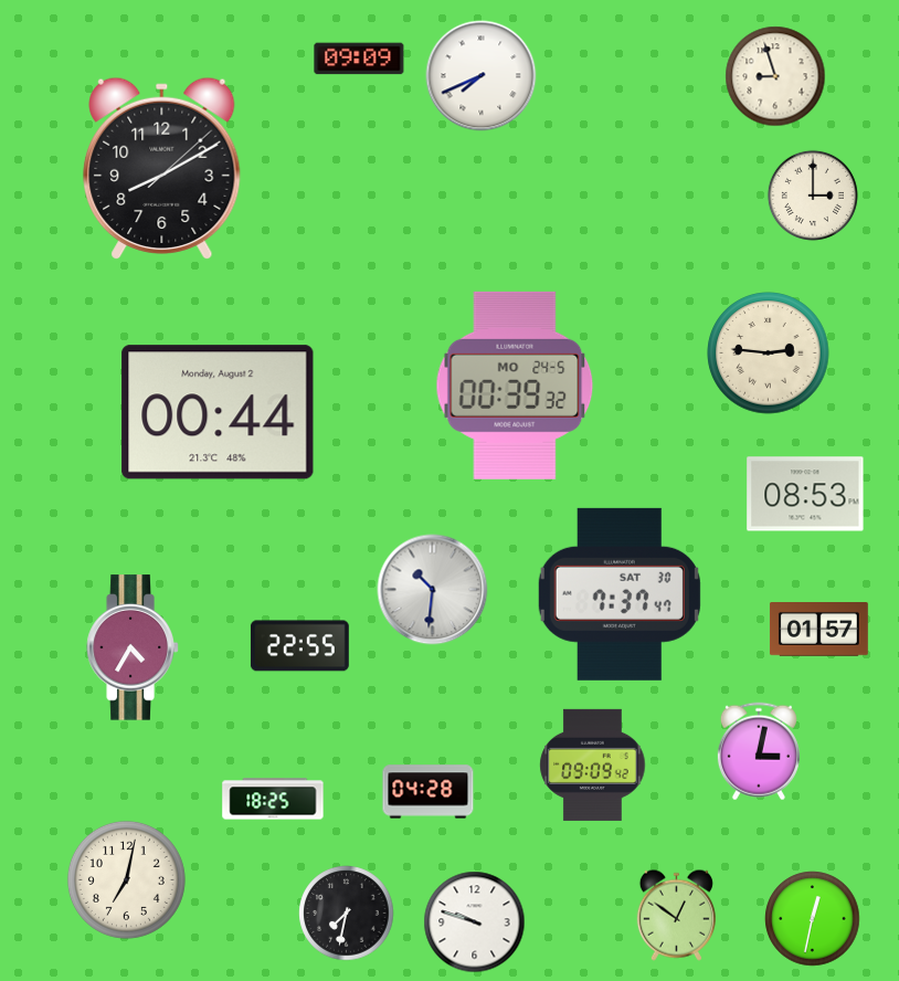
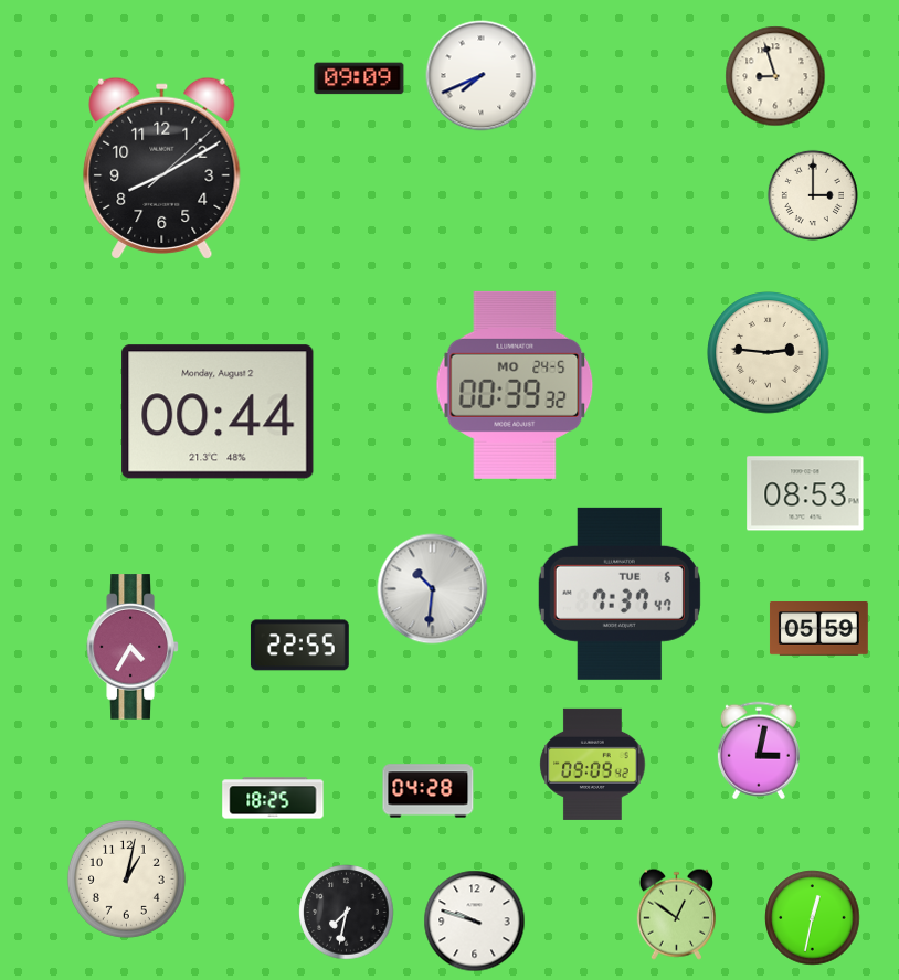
clock at (359, 59) position: (359, 59) -> (359, 78)
clock at (620, 594) date: SAT 30 -> TUE 6
clock at (818, 630): 01:57 -> 05:59
clock at (126, 879): 7:02 -> 1:02
